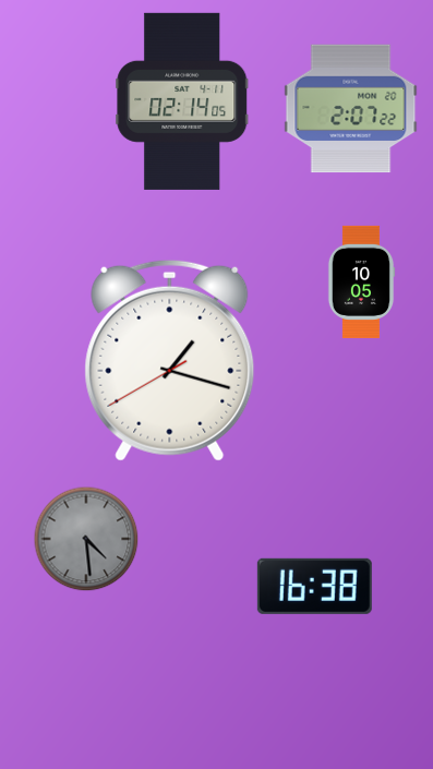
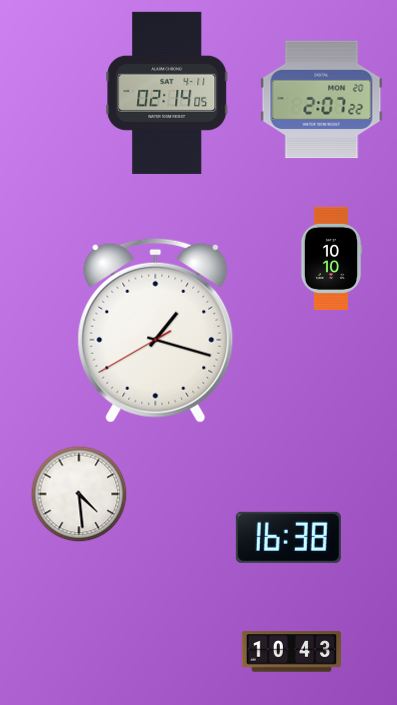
clock at (361, 281): 10:05 -> 10:10
clock at (86, 539) dial: grey -> white
clock at (292, 652): none -> 10:43
